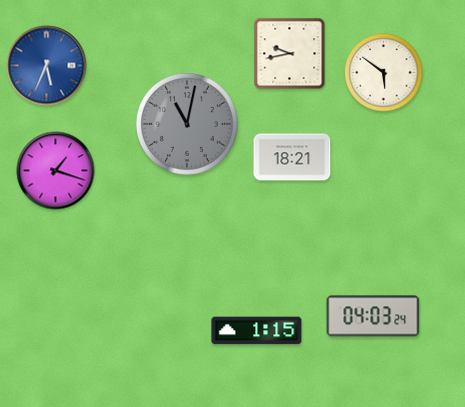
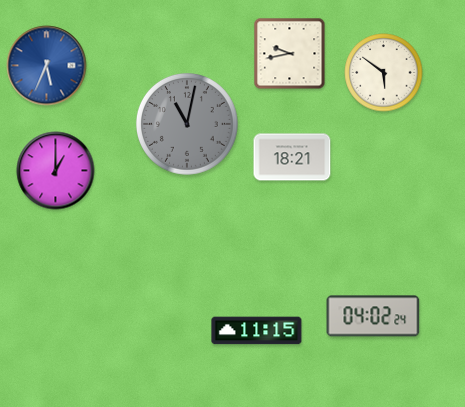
clock at (56, 171): 1:18 -> 1:00
clock at (373, 316): 04:03 -> 04:02
clock at (257, 331): 1:15 -> 11:15
